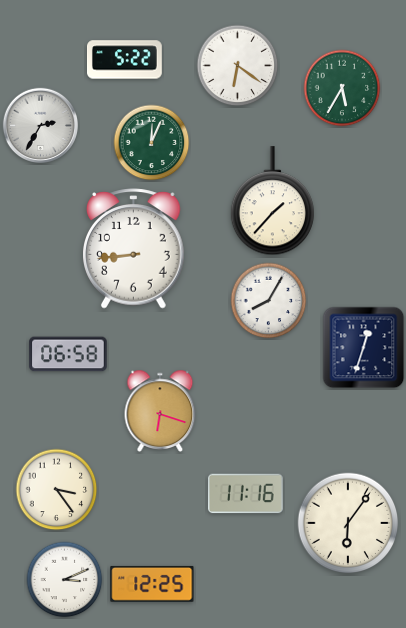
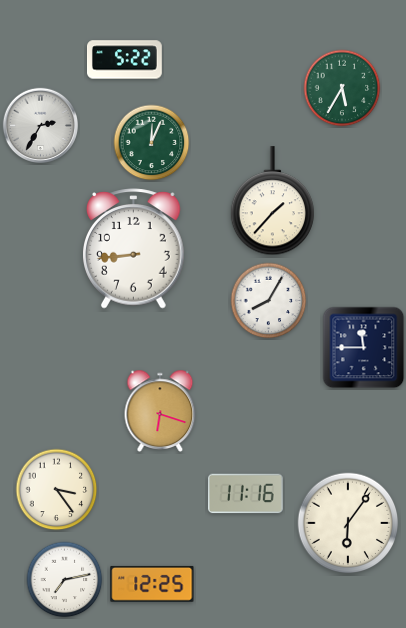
clock at (238, 66): 6:21 -> none
clock at (364, 348): 12:33 -> 11:45
clock at (68, 354): 06:58 -> none
clock at (65, 580): 3:11 -> 7:13
